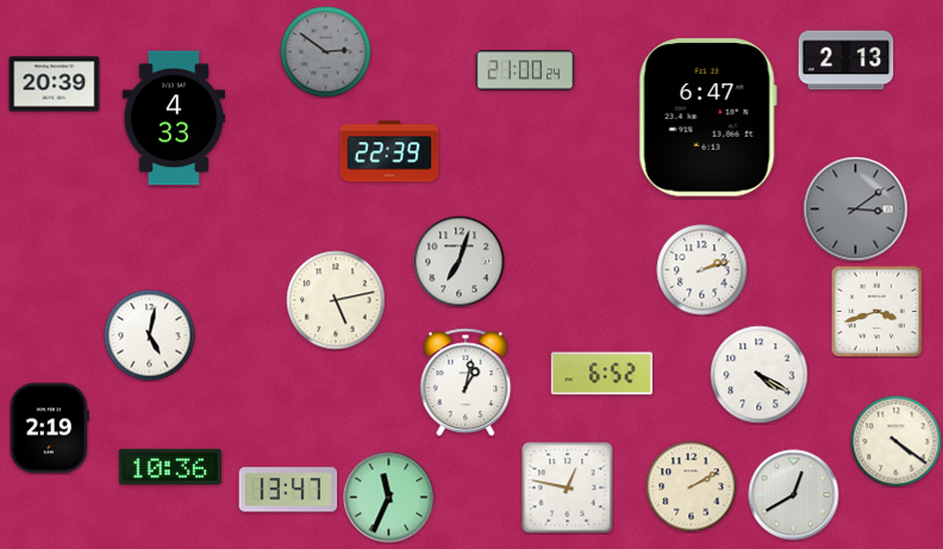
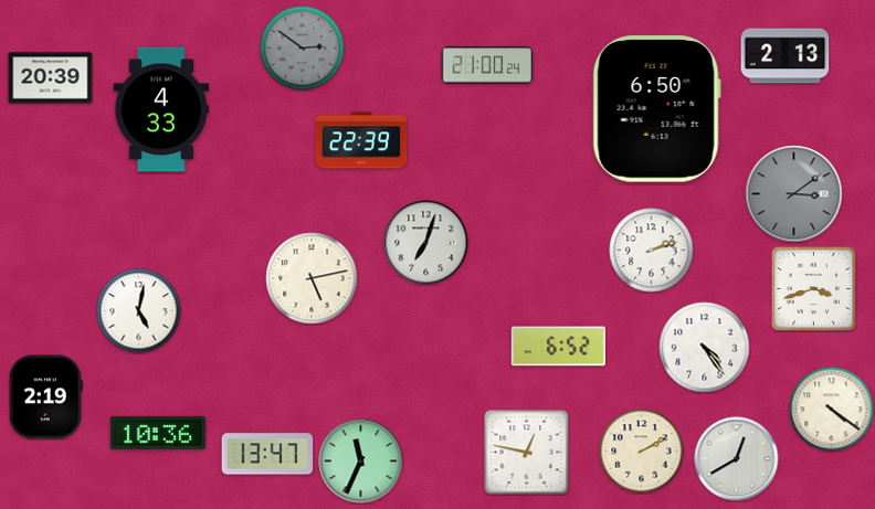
clock at (707, 118): 6:47 -> 6:50
clock at (760, 375): 4:20 -> 4:24
clock at (466, 382): 1:02 -> none
